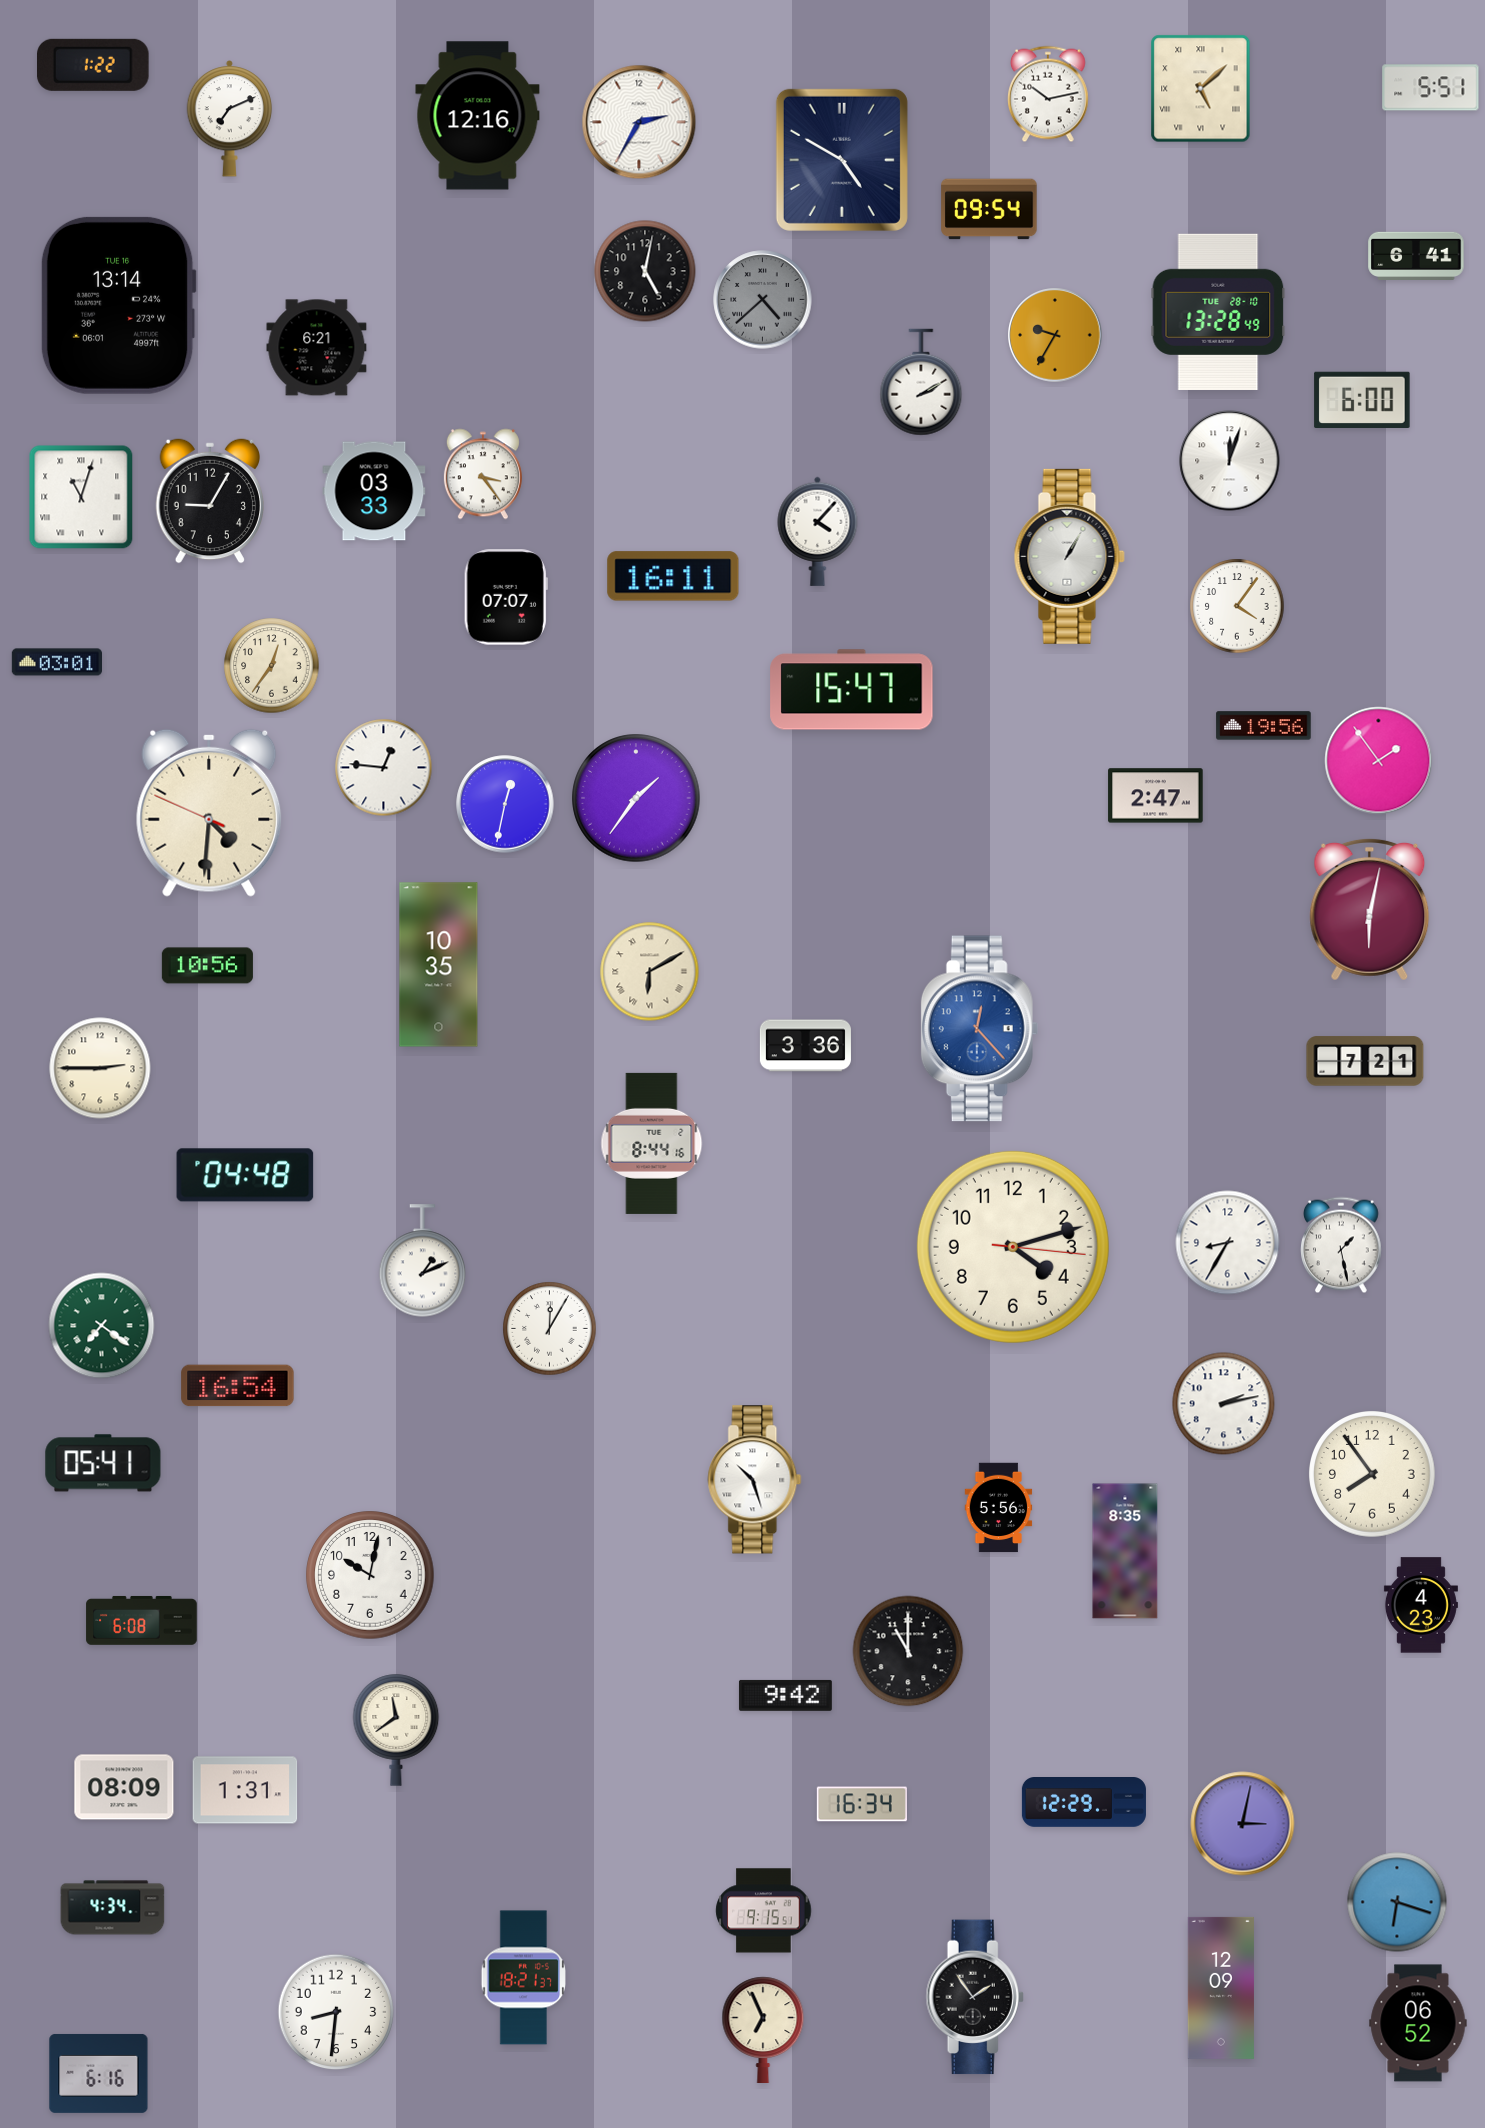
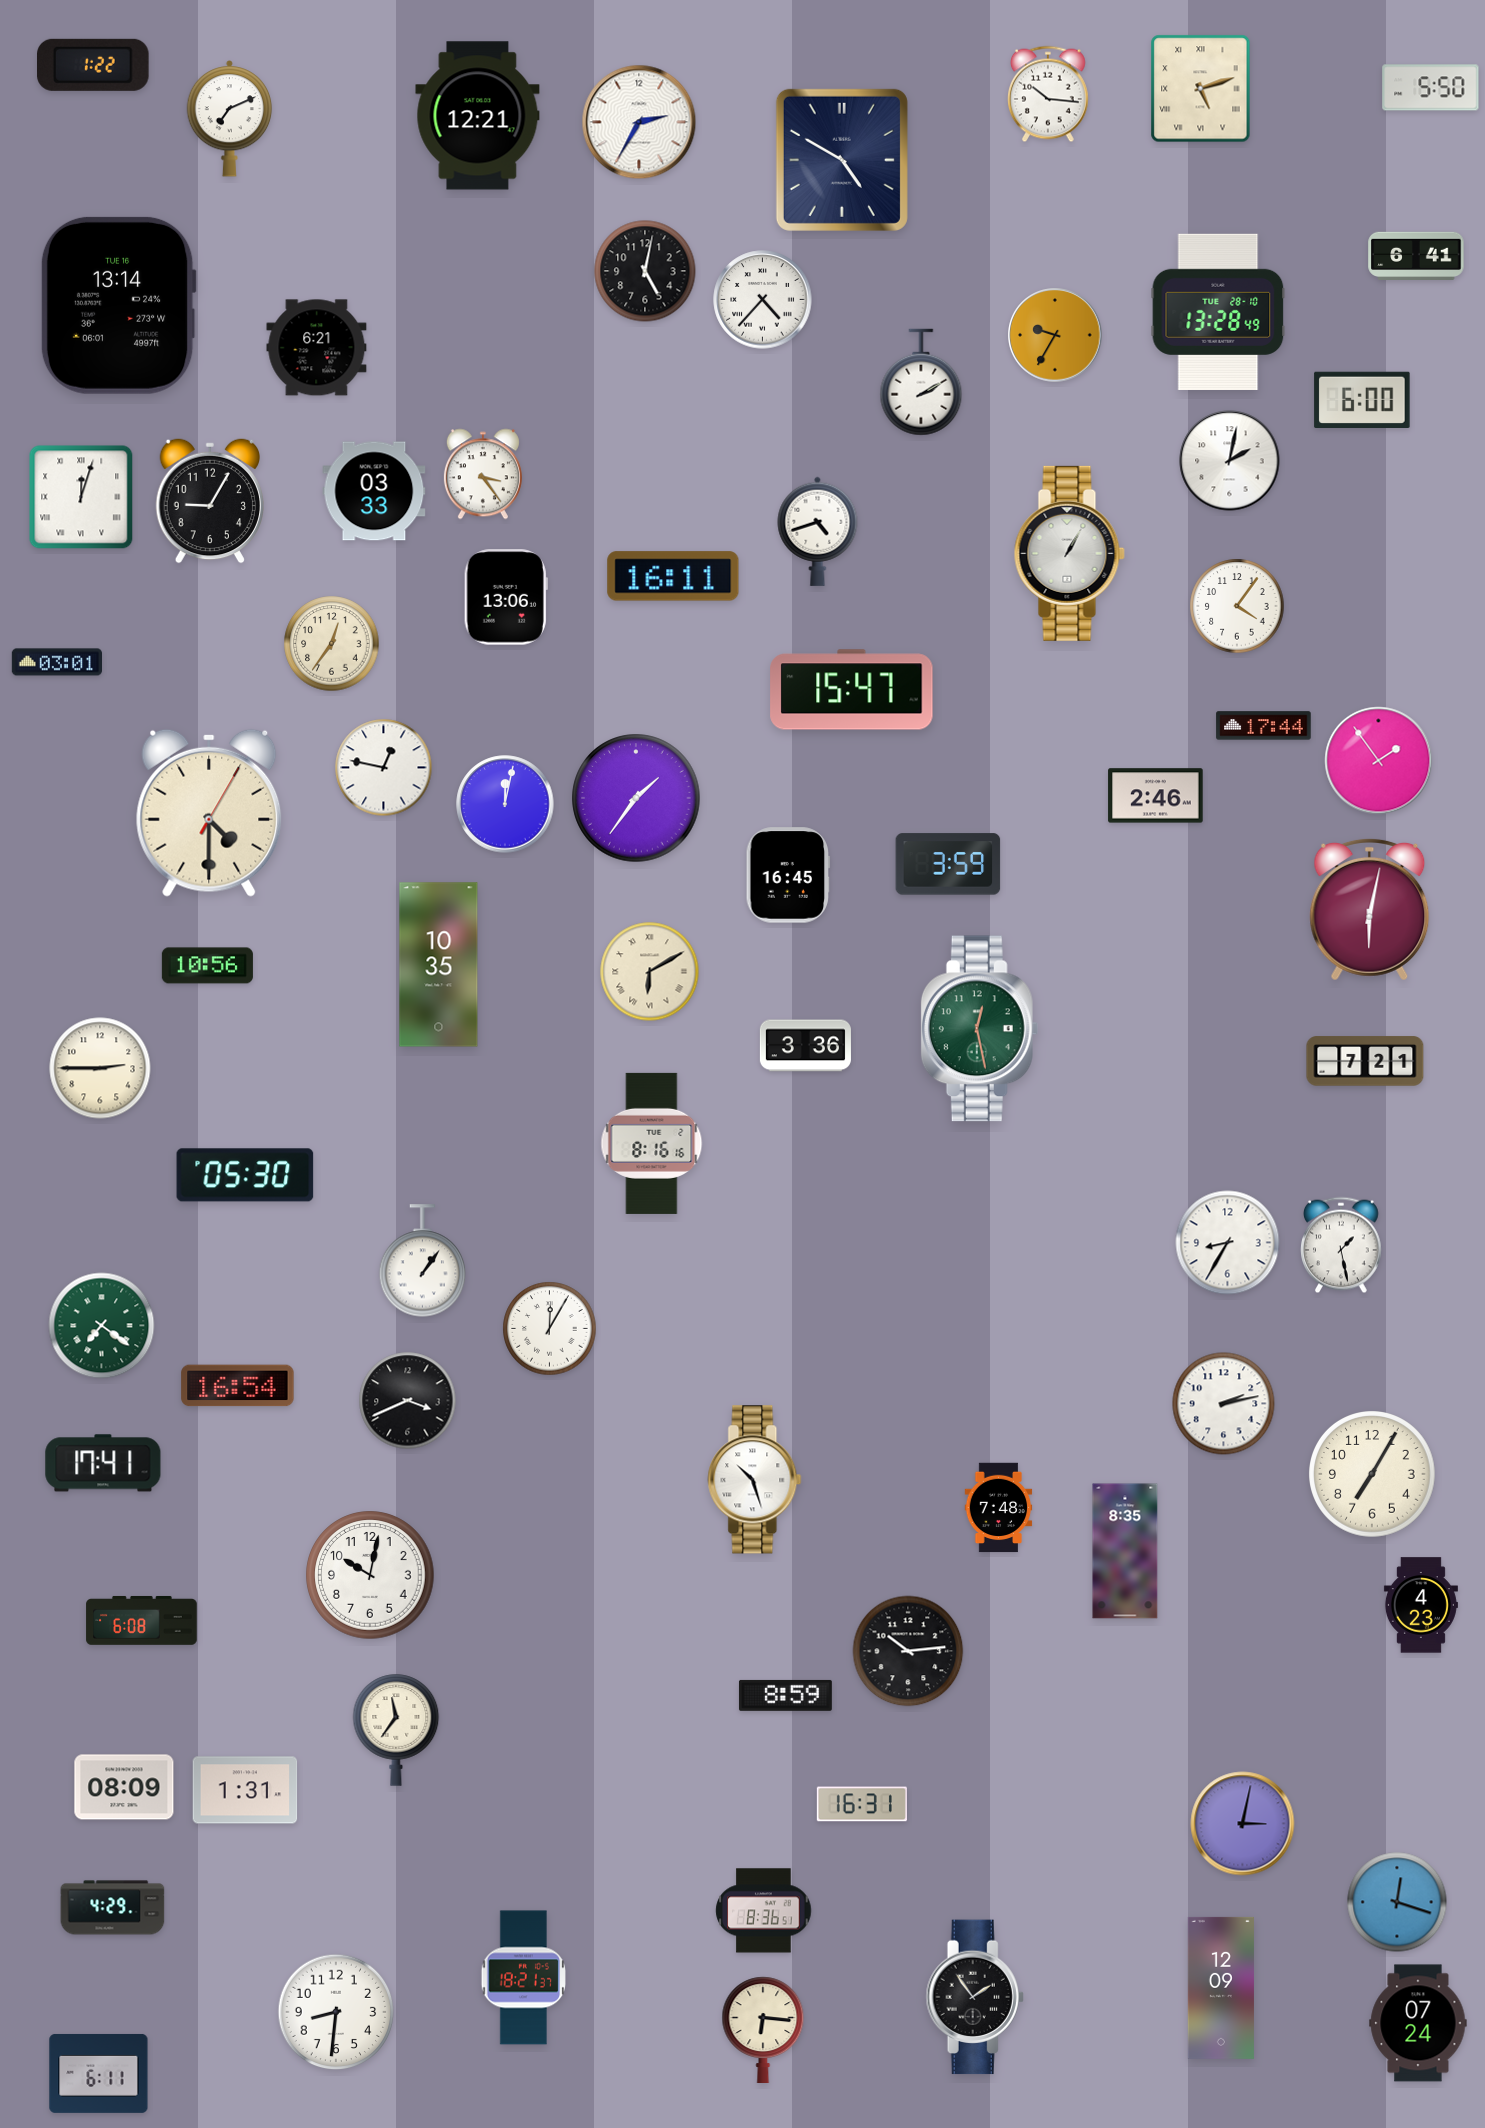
clock at (1431, 88): 5:51 -> 5:50
clock at (1201, 89): 5:08 -> 5:12
clock at (1049, 94): 10:13 -> 10:16
clock at (478, 116): 12:16 -> 12:21
clock at (989, 209): 09:54 -> none
clock at (763, 300): 4:38 -> 4:37
clock at (763, 300) dial: grey -> white
clock at (1230, 461): 12:03 -> 2:02
clock at (81, 497): 11:03 -> 12:03
clock at (818, 531): 4:07 -> 4:42
clock at (1069, 556) position: (1069, 556) -> (1069, 553)
clock at (506, 597): 07:07 -> 13:06
clock at (272, 666) position: (272, 666) -> (332, 644)
clock at (1264, 726): 19:56 -> 17:44
clock at (384, 768): 12:46 -> 12:47
clock at (1156, 796): 2:47 -> 2:46
clock at (505, 804): 12:32 -> 12:02
clock at (209, 813): 4:30:49 -> 4:30:05
clock at (948, 864): none -> 3:59
clock at (788, 875): none -> 16:45
clock at (980, 1029): 12:23 -> 12:28
clock at (980, 1029) dial: blue -> green
clock at (652, 1143): 8:44 -> 8:16
clock at (245, 1175): 04:48 -> 05:30
clock at (1013, 1247): 4:12 -> none
clock at (423, 1261): 1:11 -> 1:06
clock at (408, 1401): none -> 3:41
clock at (103, 1463): 05:41 -> 17:41
clock at (1373, 1475): 7:54 -> 7:05
clock at (999, 1508): 5:56 -> 7:48
clock at (908, 1651): 11:00 -> 10:14
clock at (785, 1695): 9:42 -> 8:59
clock at (396, 1730): 11:39 -> 11:36
clock at (1084, 1803): 12:29 -> none
clock at (862, 1804): 16:34 -> 16:31
clock at (1397, 1902): 6:18 -> 12:18
clock at (113, 1908): 4:34 -> 4:29
clock at (764, 1911): 9:15 -> 8:36
clock at (1418, 2023): 06:52 -> 07:24
clock at (763, 2029): 6:56 -> 6:16
clock at (99, 2073): 6:16 -> 6:11
